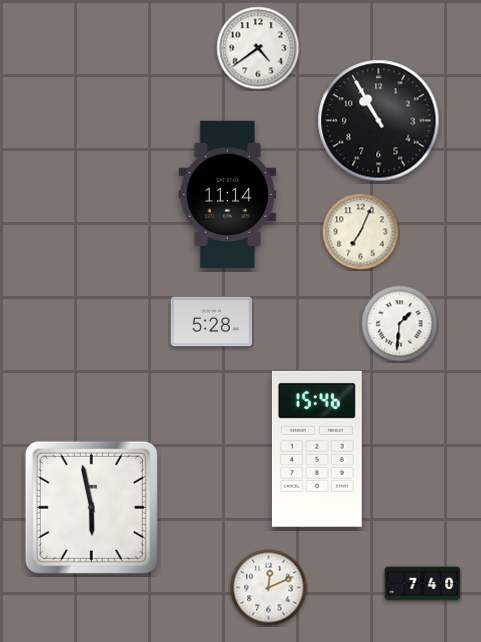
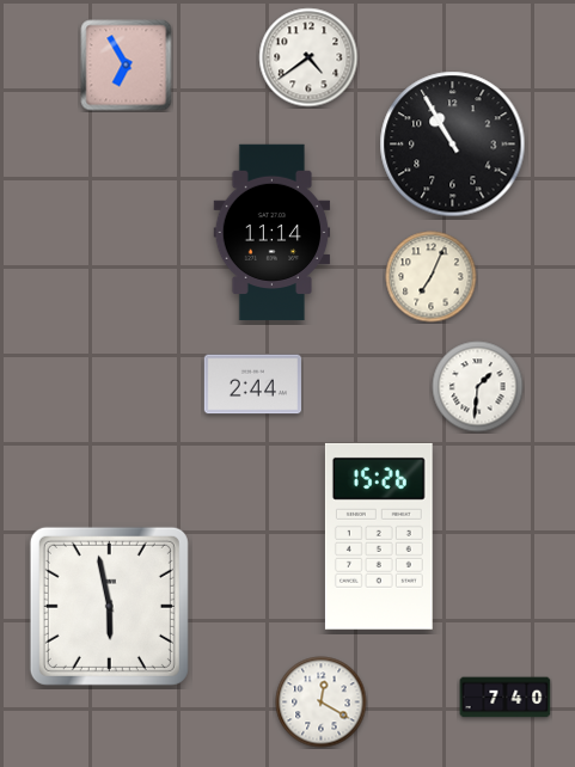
clock at (127, 66): none -> 6:55
clock at (211, 322): 5:28 -> 2:44
clock at (317, 449): 15:46 -> 15:26
clock at (269, 588): 12:11 -> 12:20
